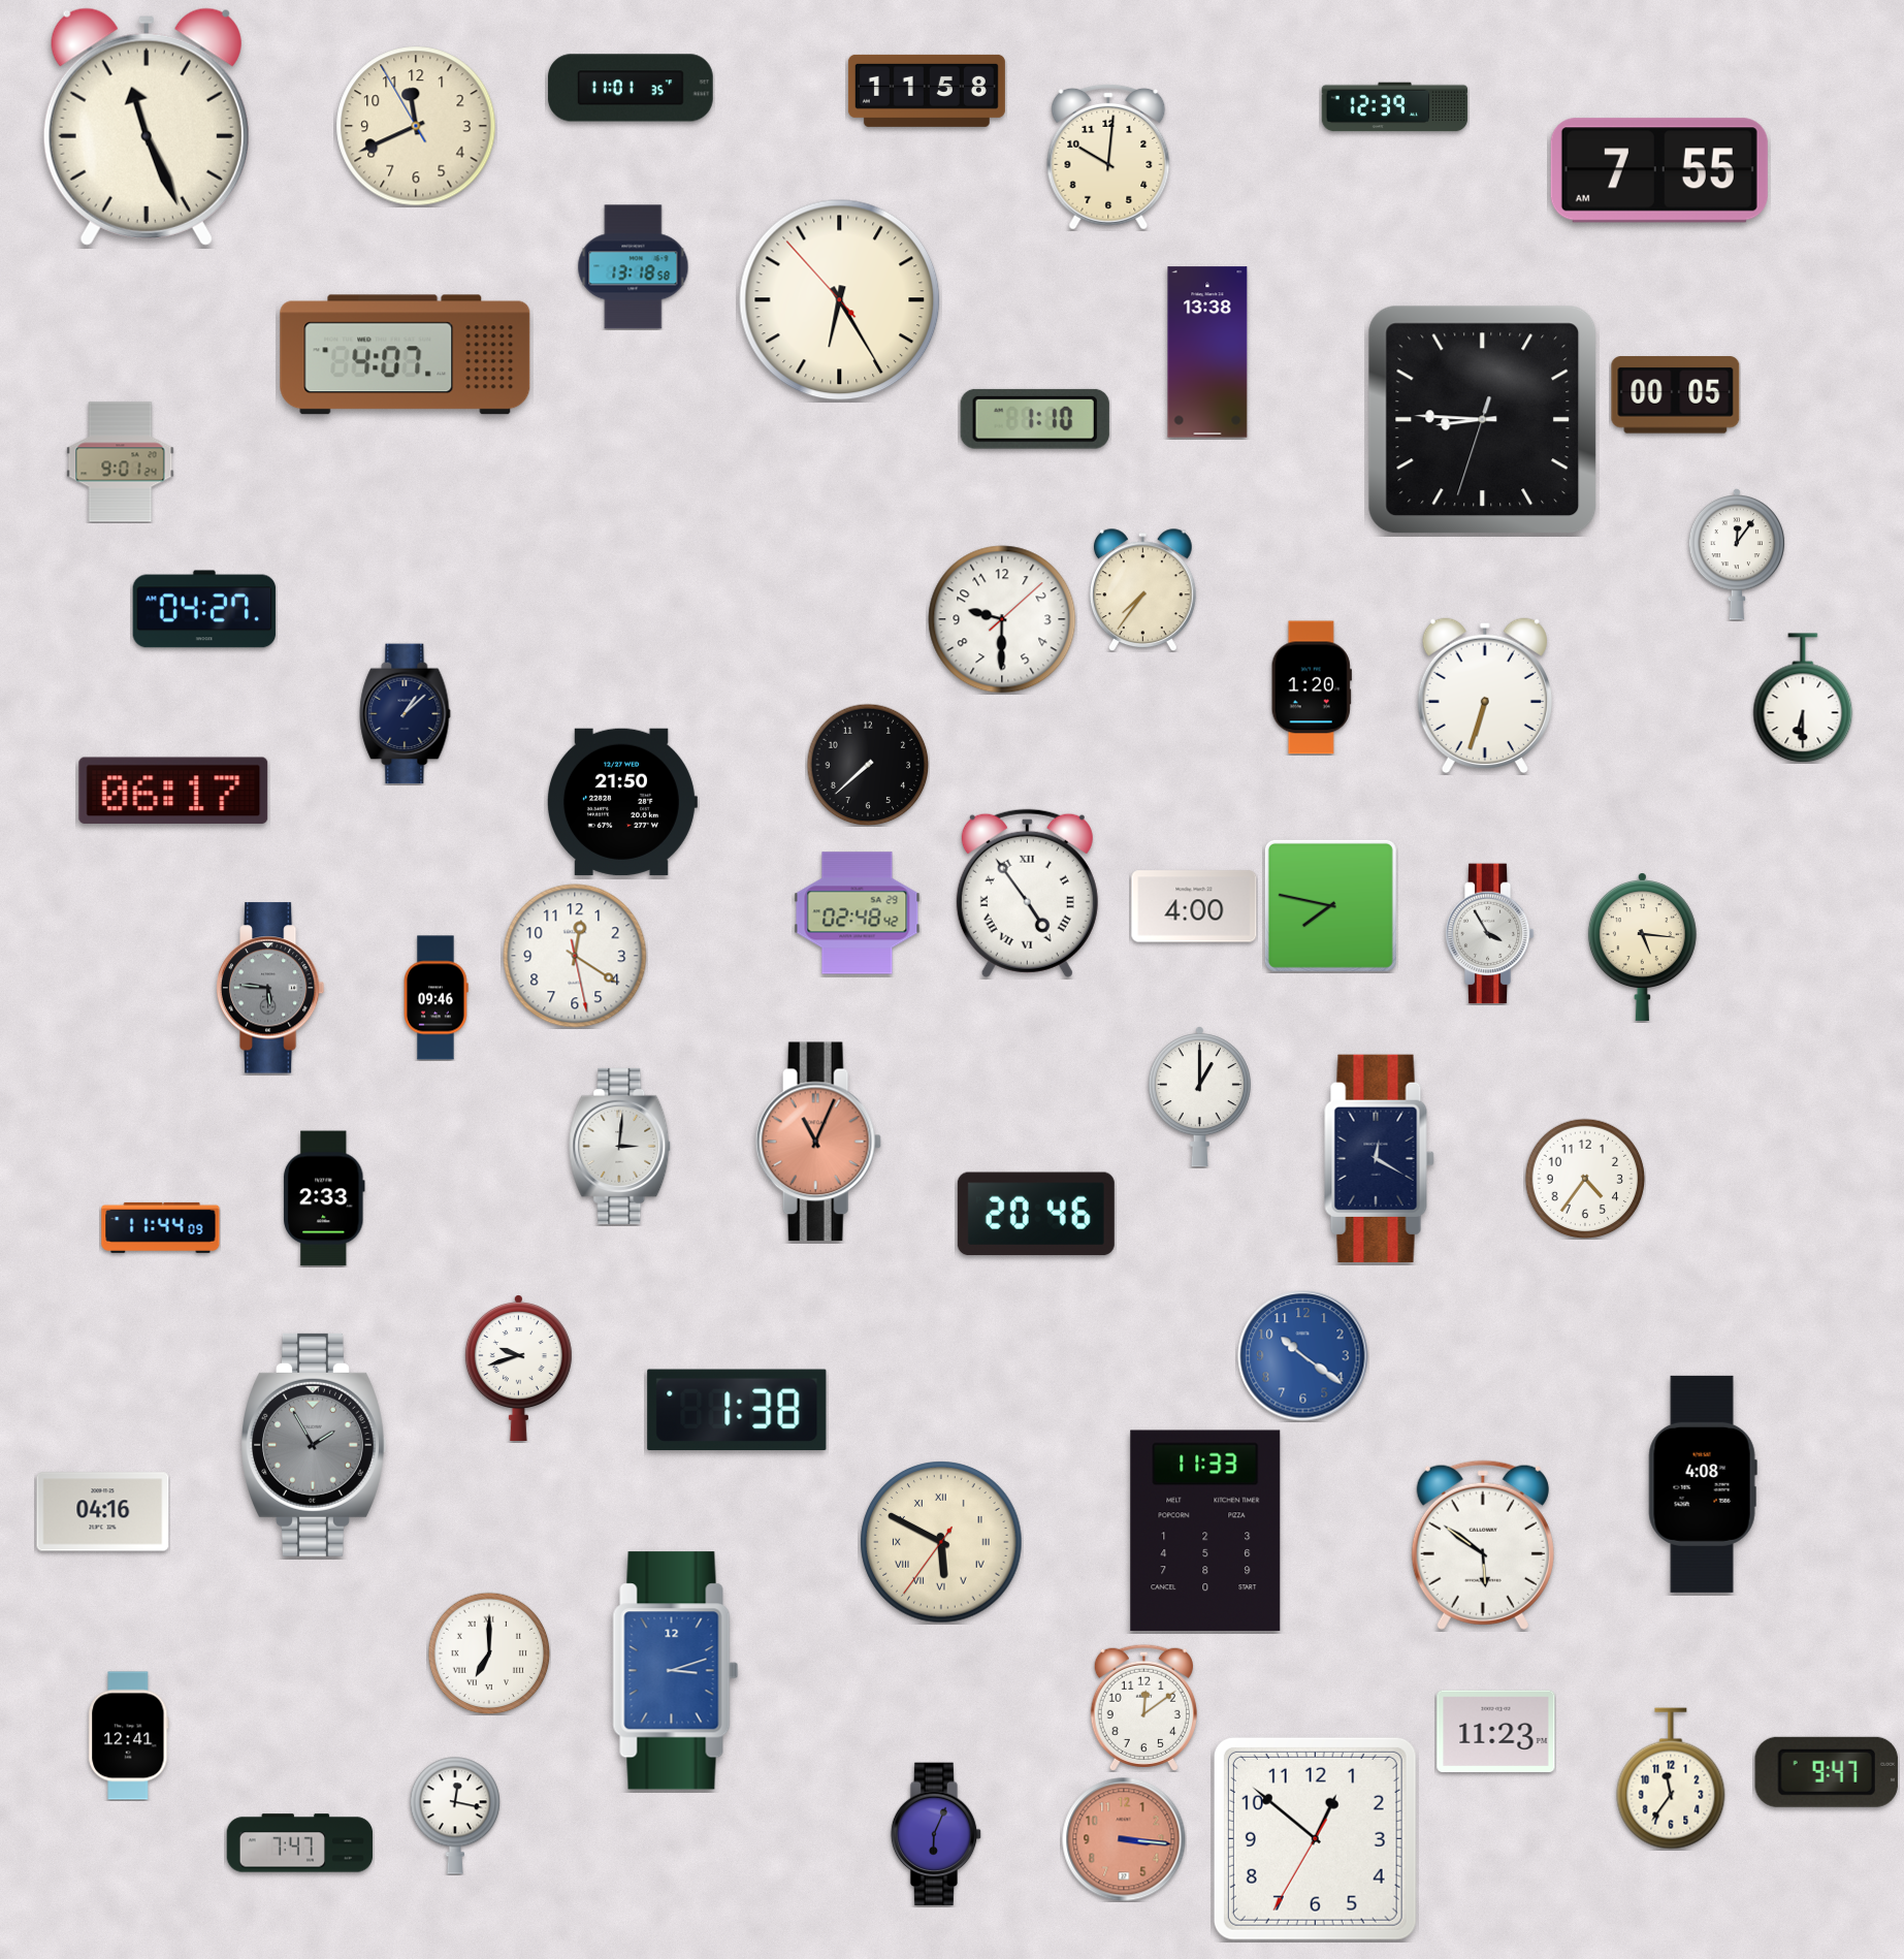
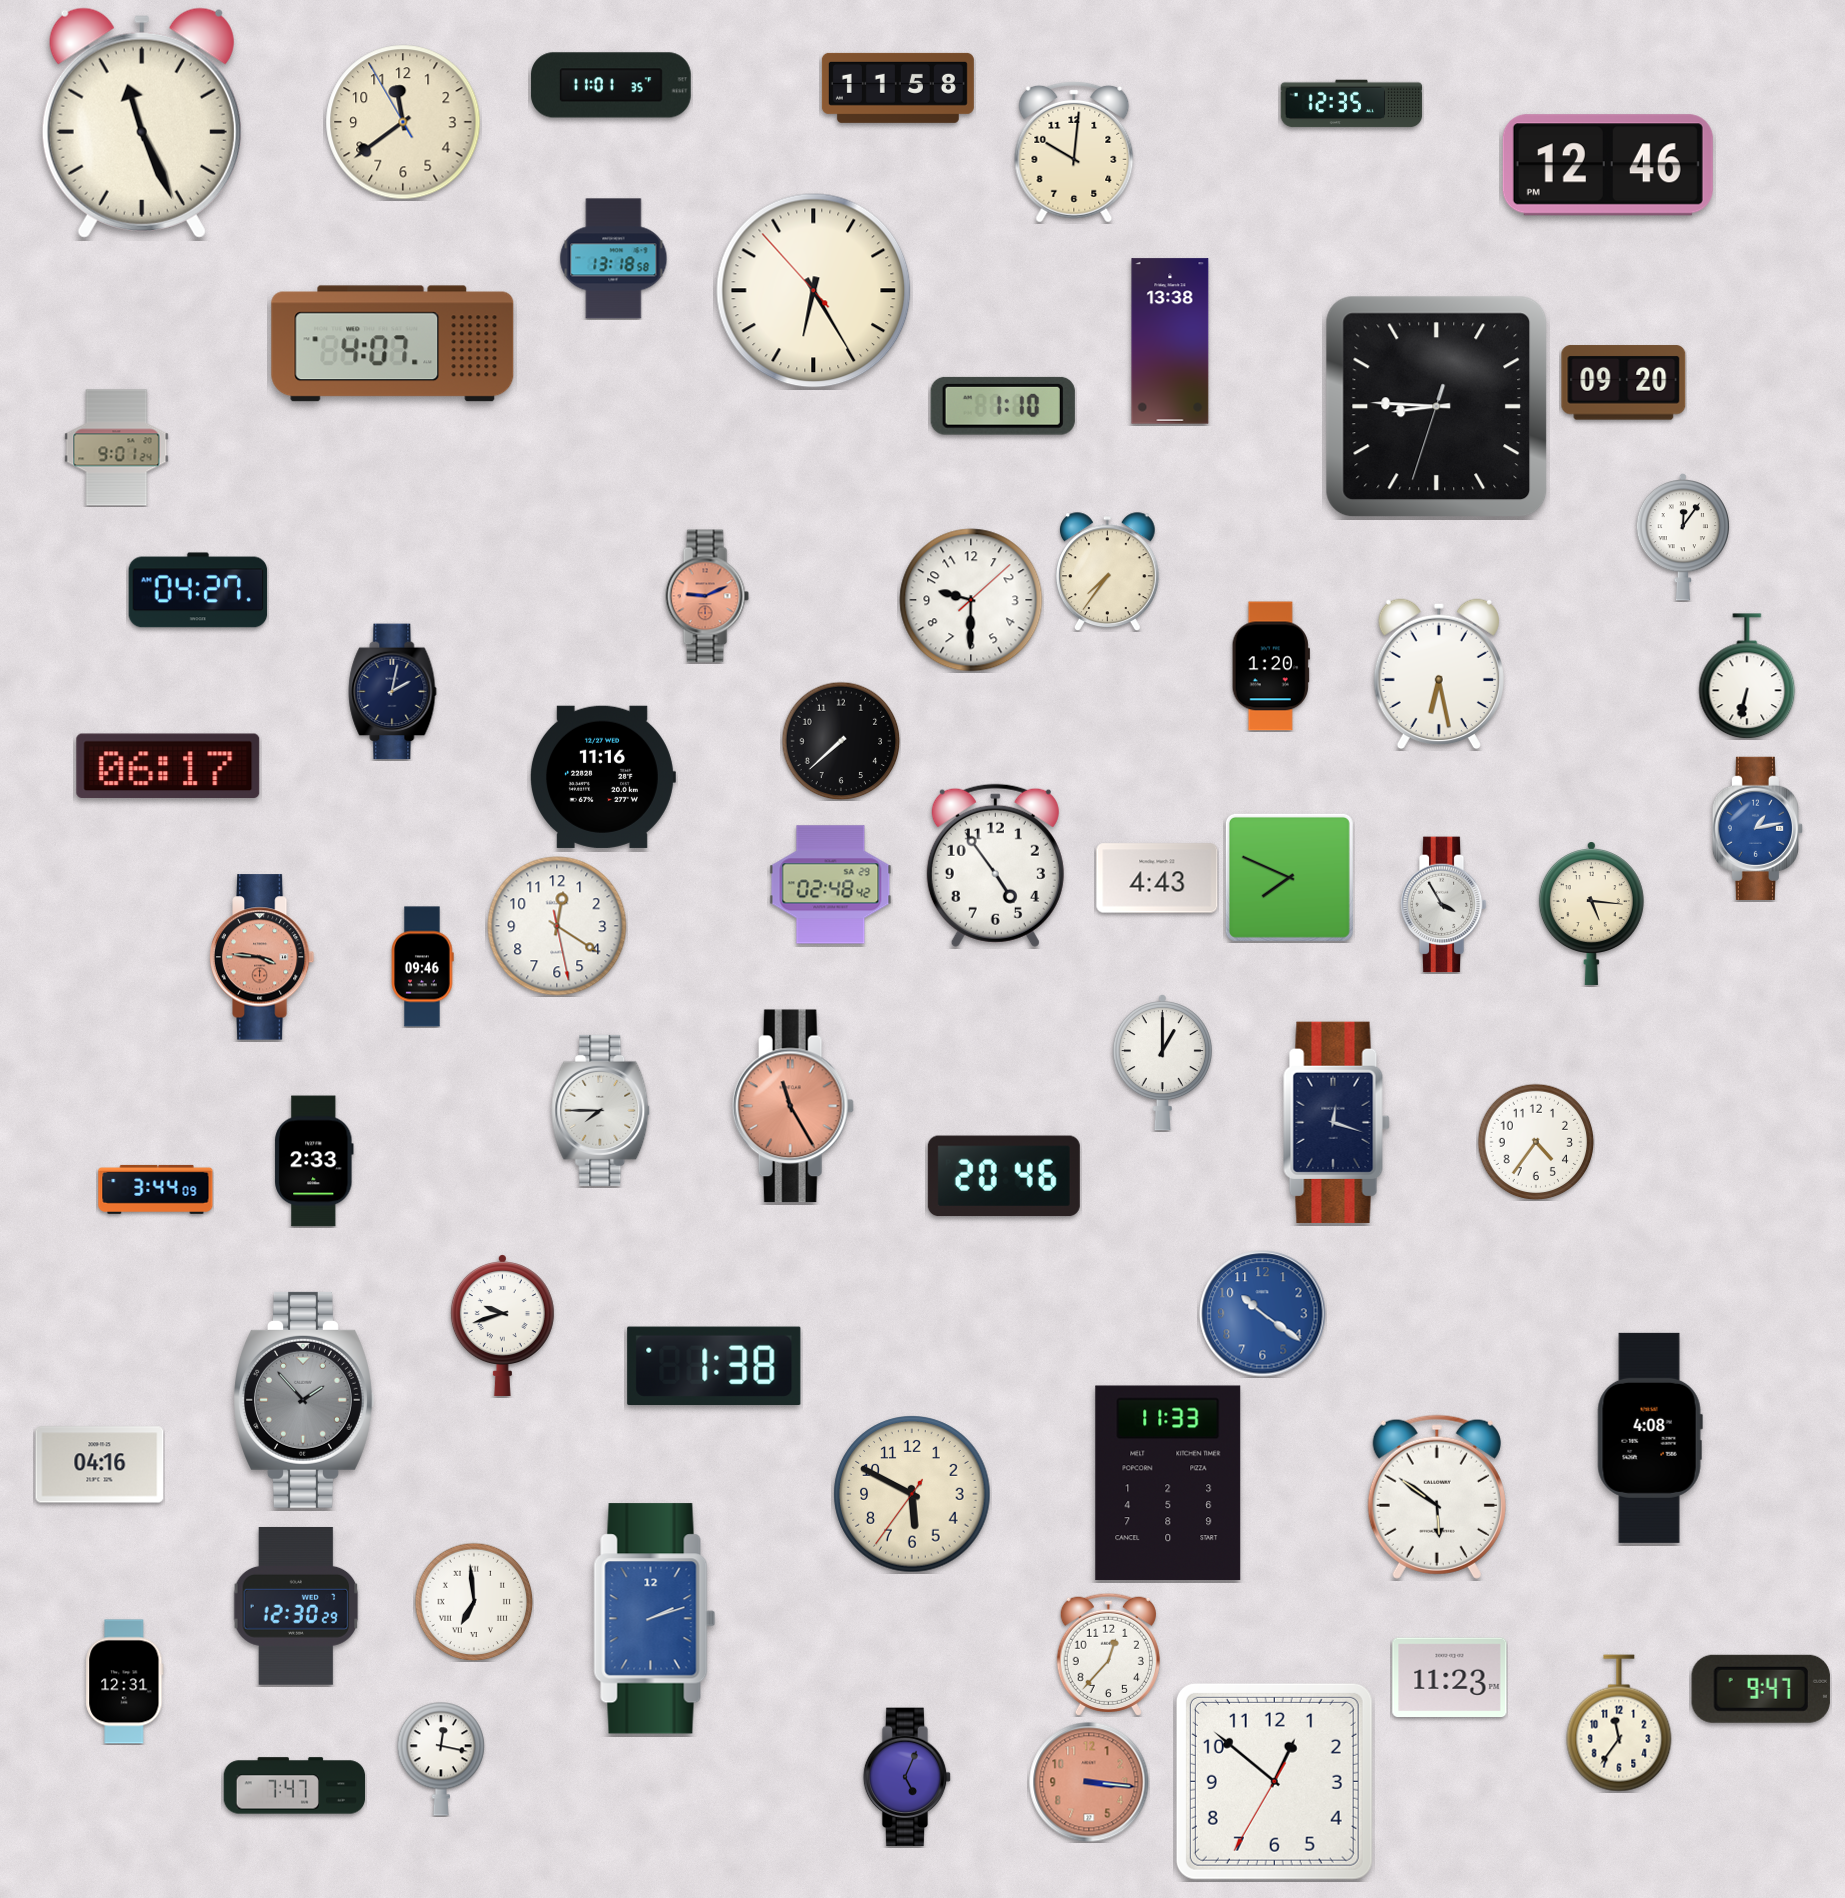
clock at (1395, 107): 12:39 -> 12:35
clock at (416, 126): 11:40 -> 11:38
clock at (1659, 170): 7:55 -> 12:46
clock at (1676, 395): 00:05 -> 09:20
clock at (707, 596): none -> 9:11
clock at (1485, 696): 6:33 -> 6:28
clock at (1803, 698): 6:30 -> 6:32
clock at (406, 714): 1:08 -> 2:02
clock at (621, 802): 21:50 -> 11:16
clock at (1757, 828): none -> 1:13
clock at (1027, 893) numerals: Roman -> Arabic
clock at (1330, 905): 7:47 -> 7:49
clock at (1194, 906): 4:00 -> 4:43
clock at (1642, 946) position: (1642, 946) -> (1591, 913)
clock at (270, 988): 5:46 -> 3:46
clock at (270, 988) dial: grey -> salmon
clock at (818, 1142): 11:04 -> 11:25
clock at (620, 1146): 3:01 -> 7:45
clock at (1380, 1158): 12:20 -> 12:18
clock at (161, 1227): 11:44 -> 3:44
clock at (314, 1445): 1:55 -> 1:53
clock at (941, 1542) numerals: Roman -> Arabic
clock at (489, 1653): 7:00 -> 6:59
clock at (296, 1606): none -> 12:30
clock at (676, 1671): 3:12 -> 2:12
clock at (1143, 1707): 12:09 -> 12:37
clock at (129, 1736): 12:41 -> 12:31
clock at (1827, 1772) position: (1827, 1772) -> (1761, 1689)
clock at (936, 1834): 6:04 -> 5:04
clock at (300, 1843) position: (300, 1843) -> (295, 1786)
